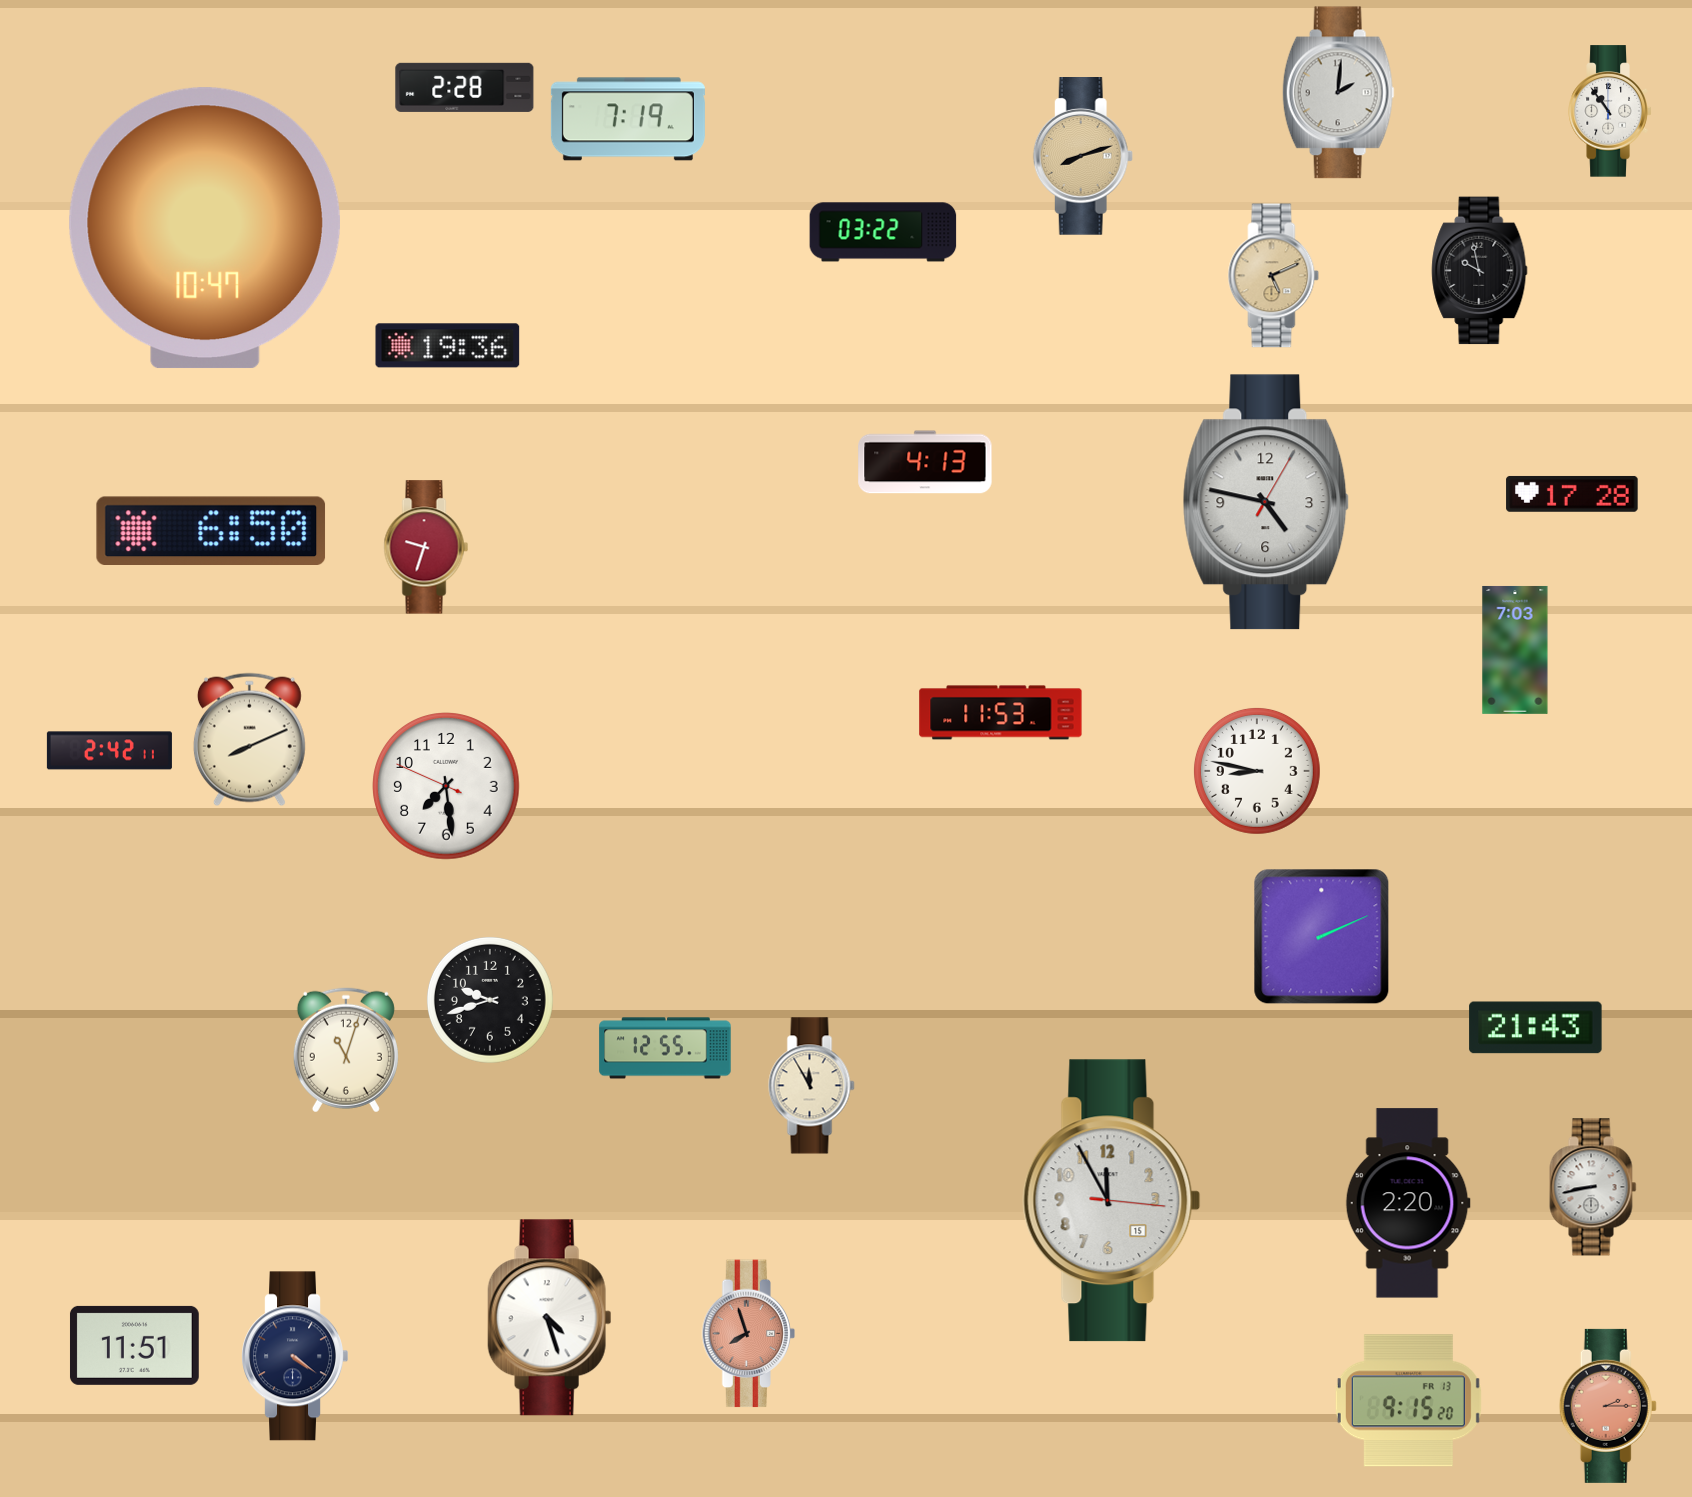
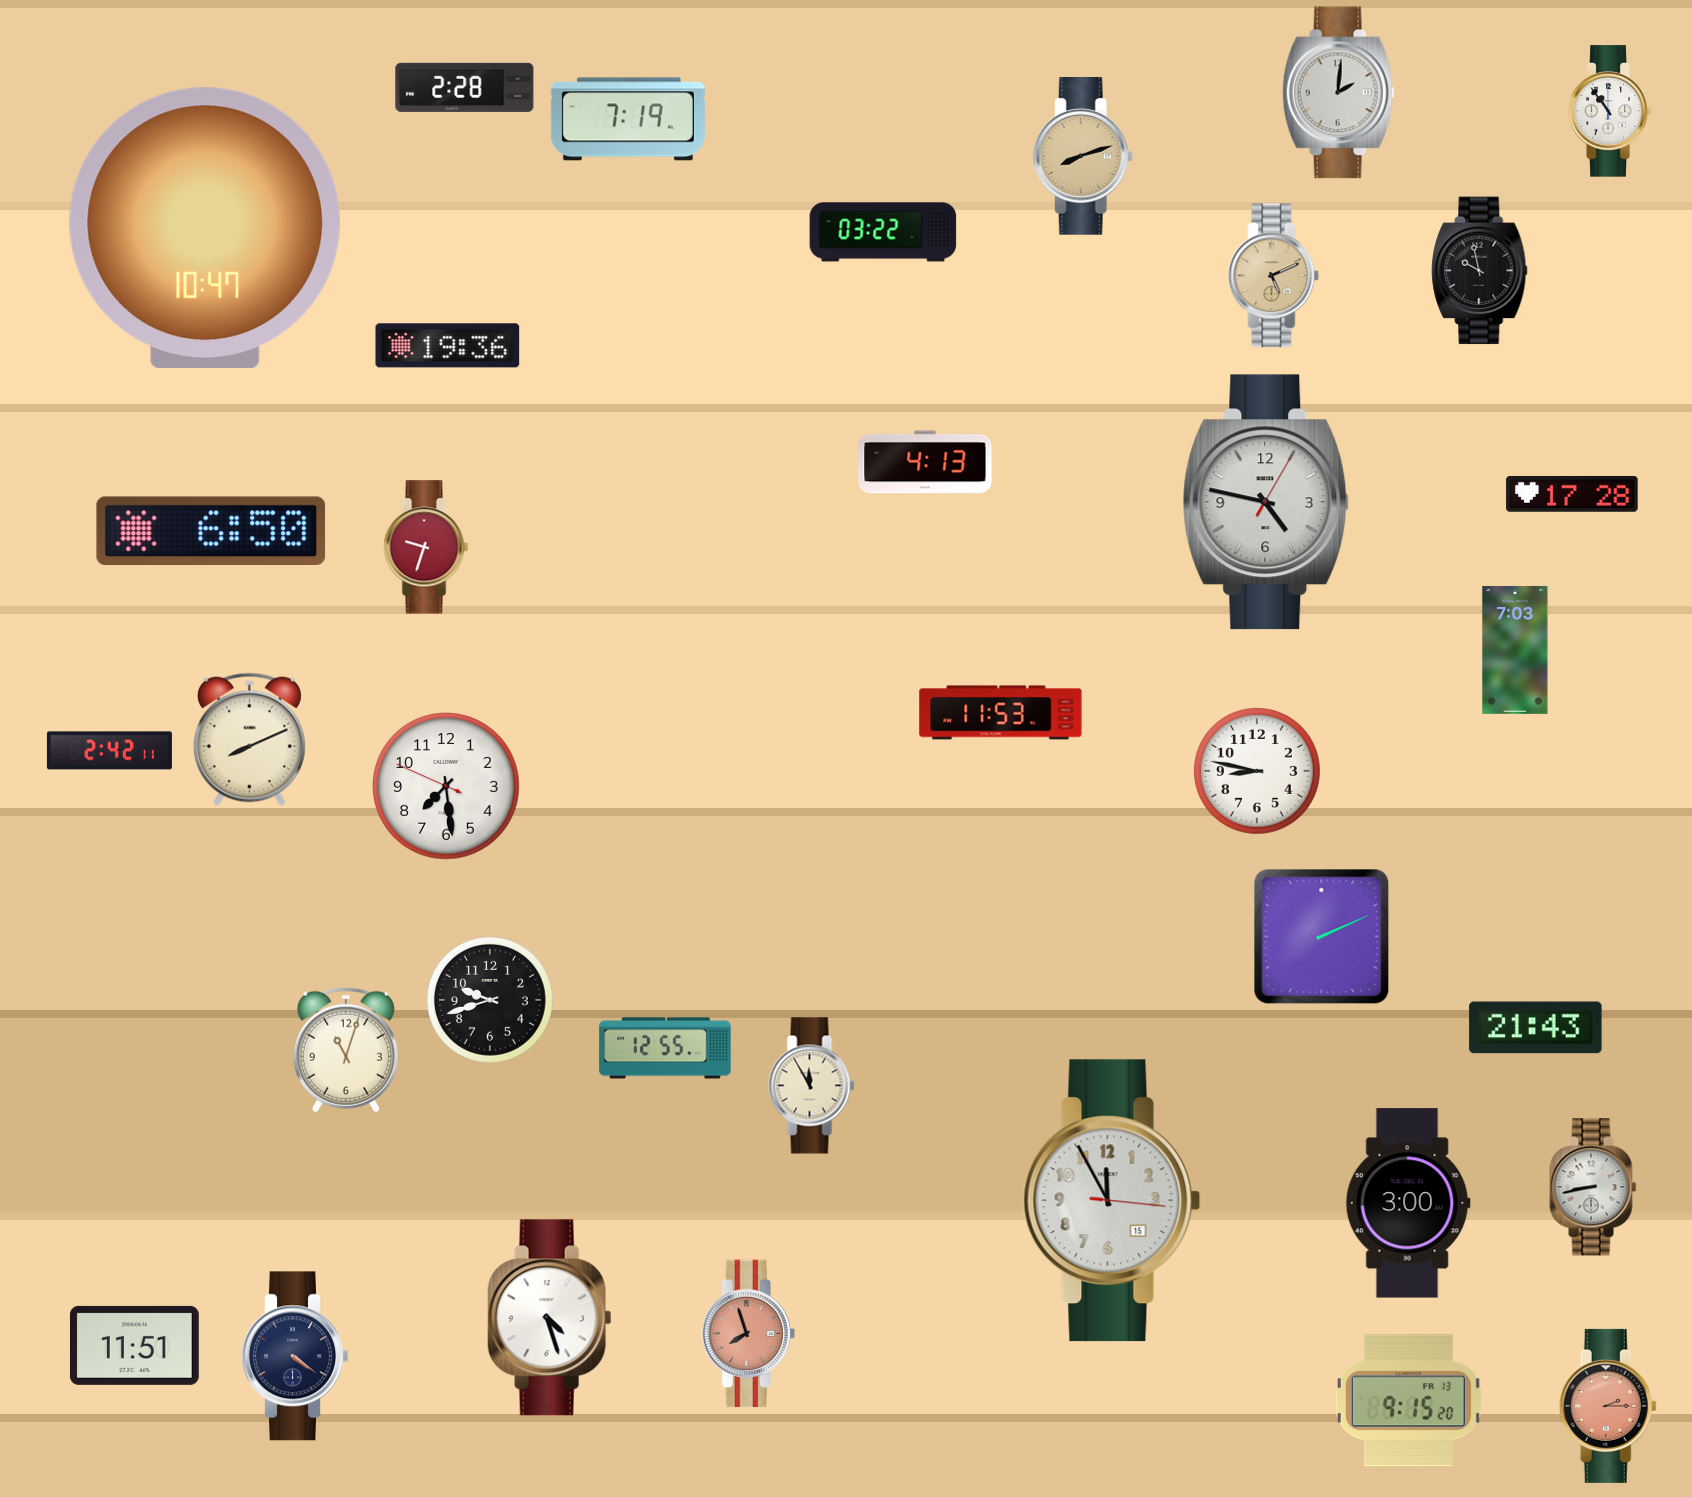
clock at (1408, 1203): 2:20 -> 3:00
